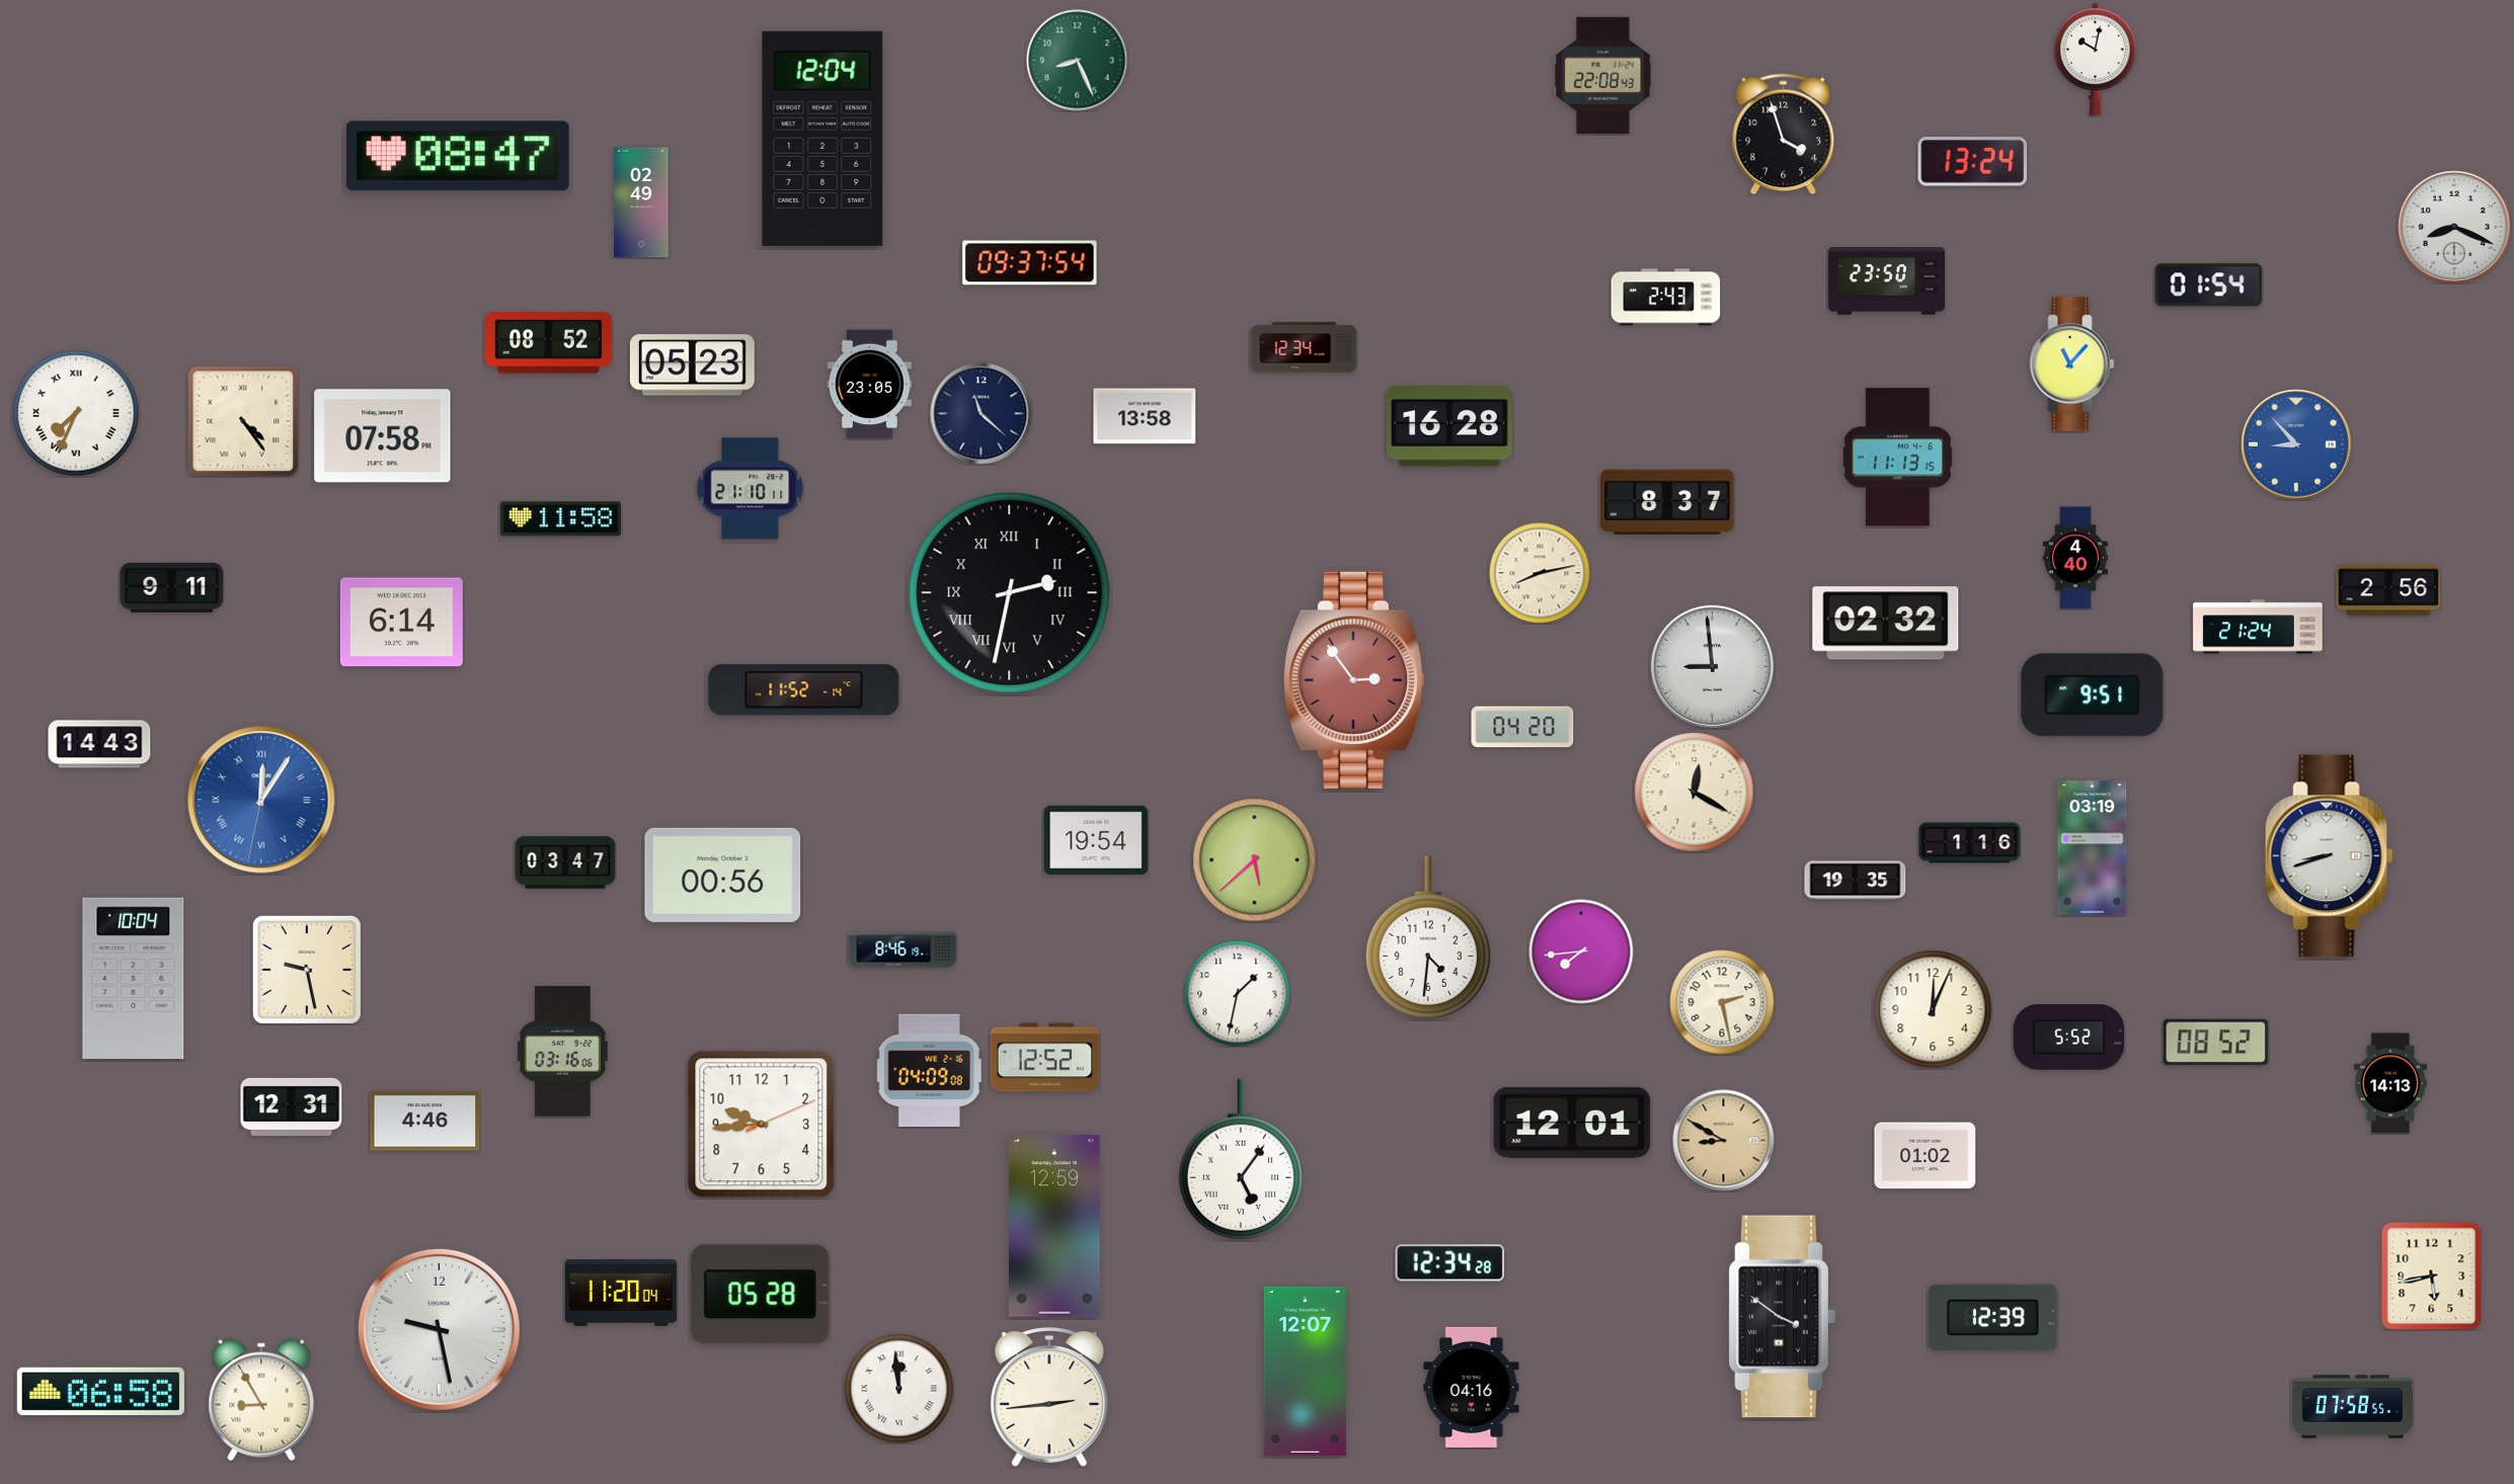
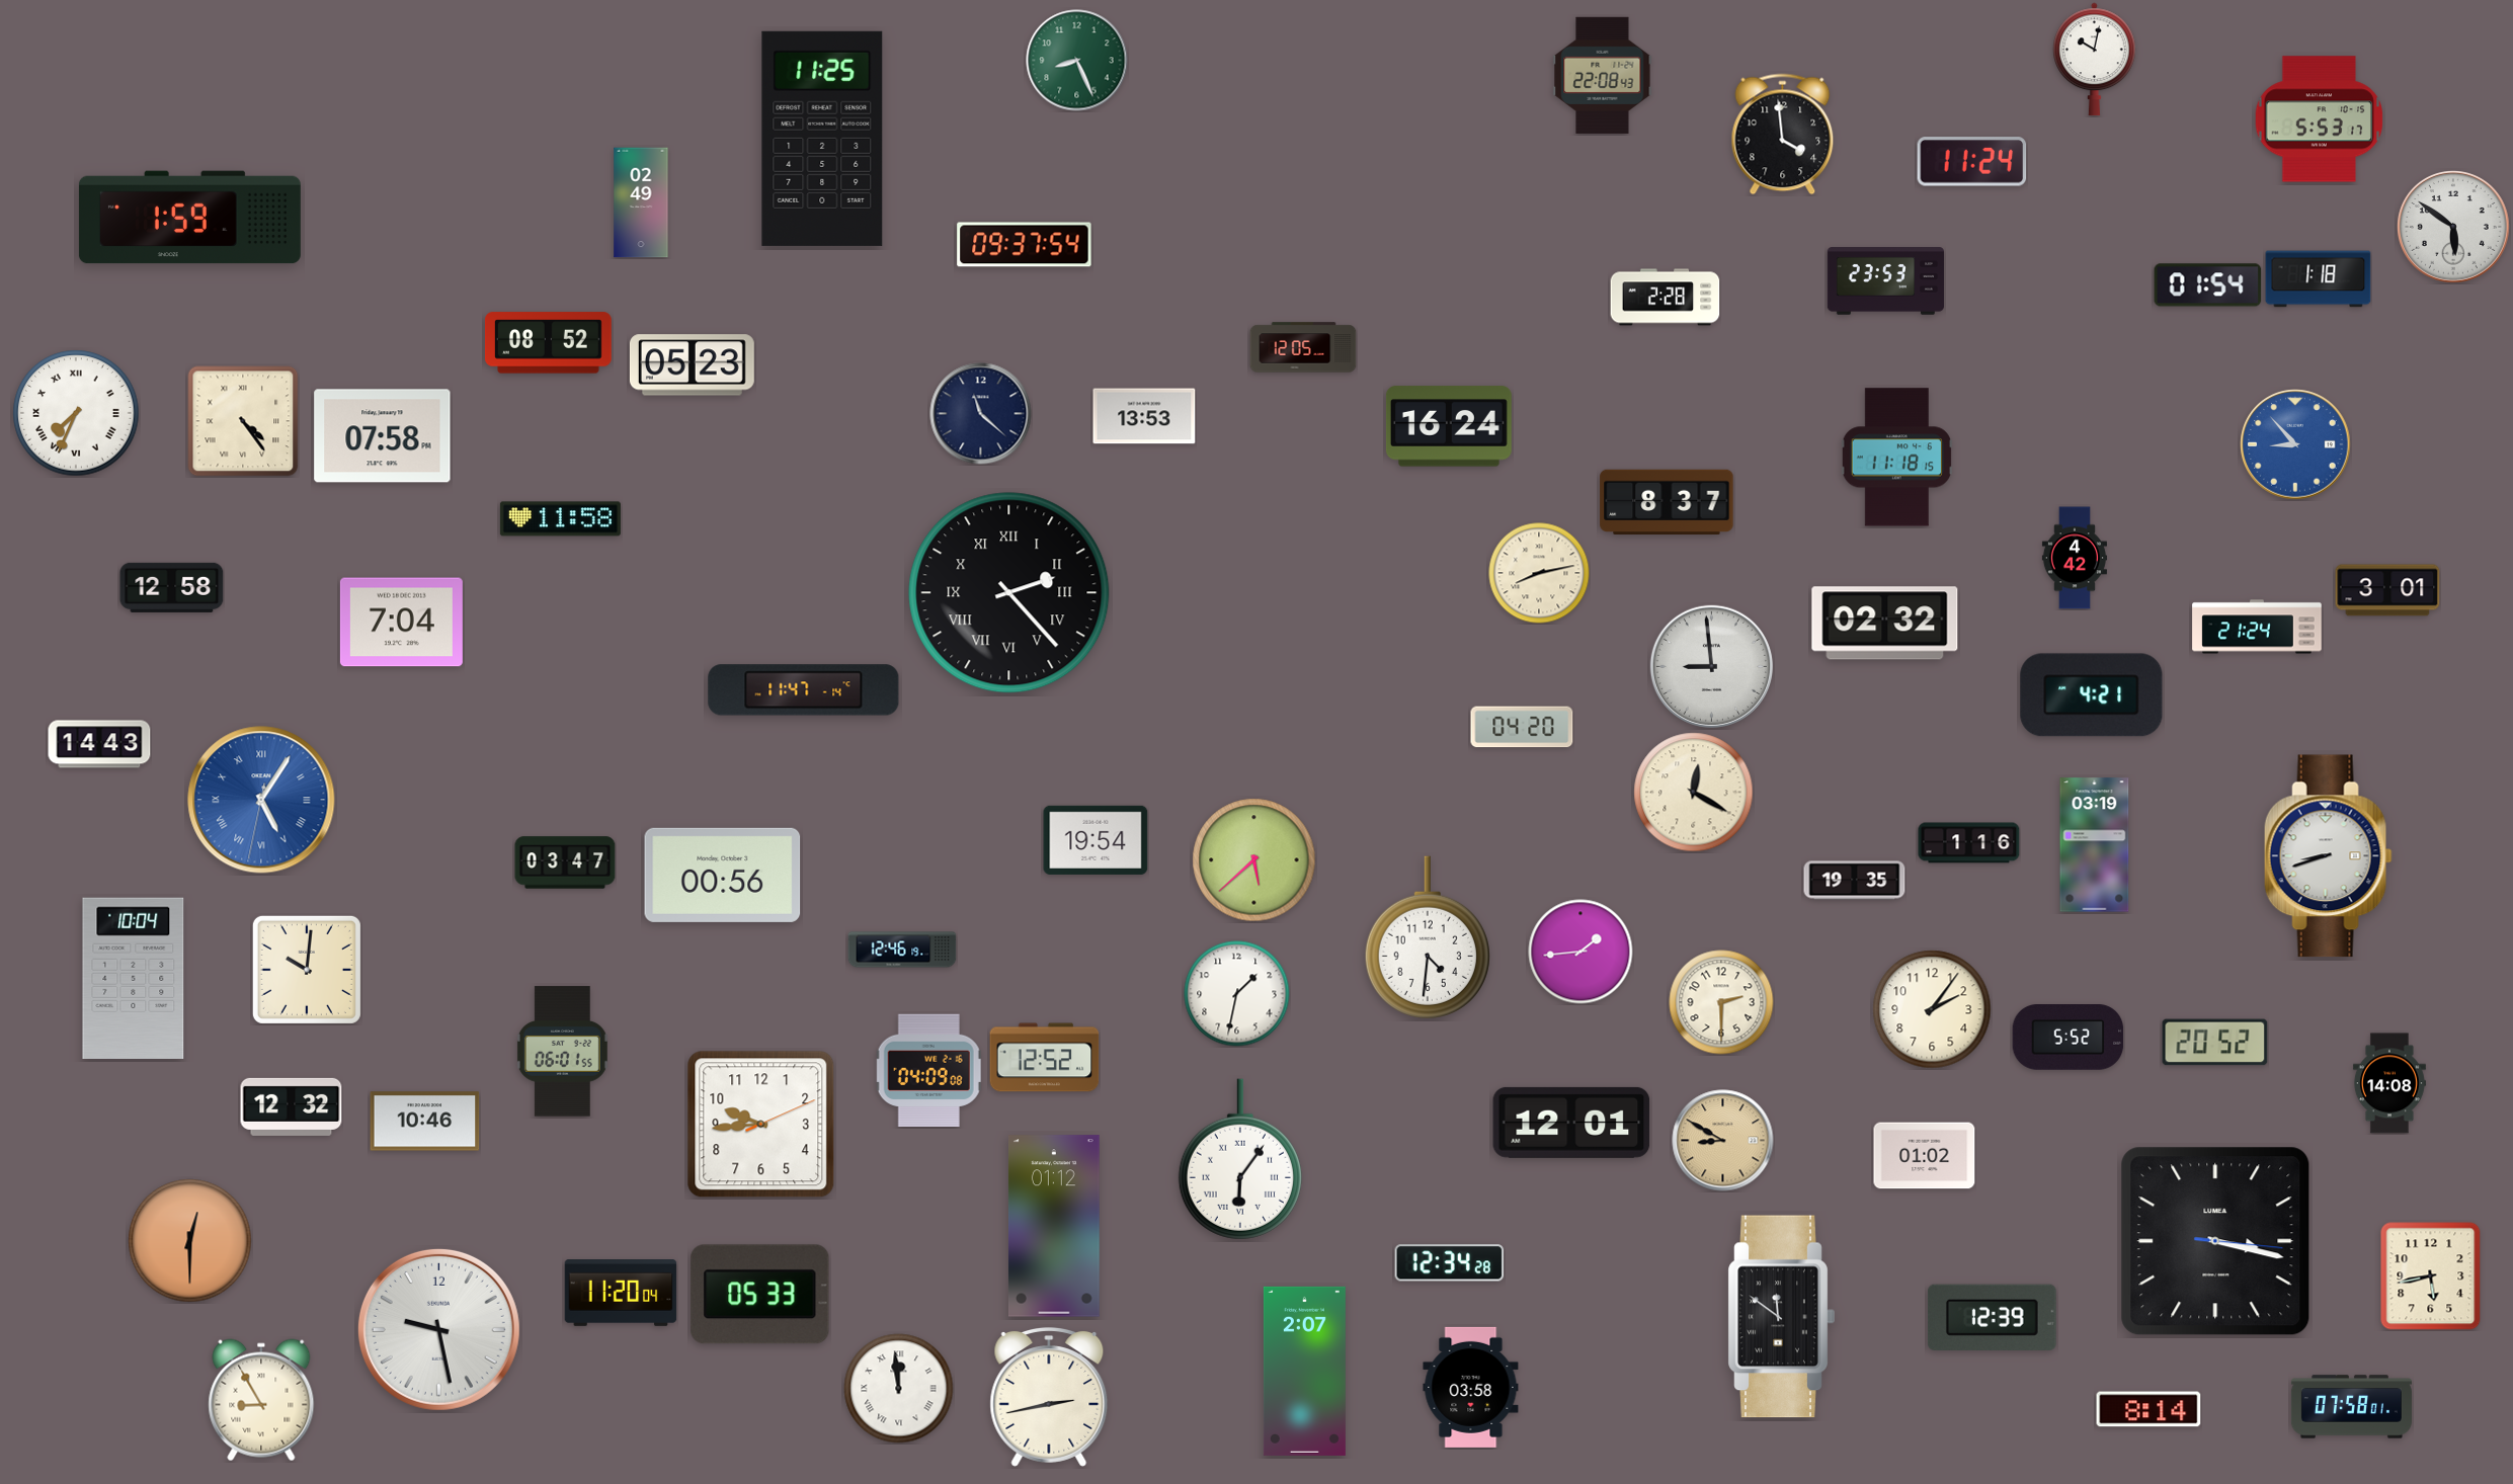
clock at (2320, 119): none -> 5:53
clock at (1784, 135): 3:57 -> 3:59
clock at (822, 139): 12:04 -> 11:25
clock at (458, 156): 08:47 -> none
clock at (1973, 162): 13:24 -> 11:24
clock at (189, 218): none -> 1:59
clock at (2455, 228): 8:19 -> 5:51
clock at (1030, 263) position: (1030, 263) -> (1025, 245)
clock at (2319, 279): none -> 1:18
clock at (1886, 281): 23:50 -> 23:53
clock at (1666, 298): 2:43 -> 2:28
clock at (1304, 347): 12:34 -> 12:05
clock at (2072, 364): 11:07 -> none
clock at (869, 385): 23:05 -> none
clock at (1145, 416): 13:58 -> 13:53
clock at (1449, 426): 16:28 -> 16:24
clock at (1897, 458): 11:13 -> 11:18
clock at (751, 489): 21:10 -> none
clock at (2075, 558): 4:40 -> 4:42
clock at (172, 587): 9:11 -> 12:58
clock at (2388, 590): 2:56 -> 3:01
clock at (1010, 593): 2:32 -> 2:23
clock at (401, 623): 6:14 -> 7:04
clock at (1354, 680): 2:54 -> none
clock at (804, 690): 11:52 -> 11:47
clock at (2093, 695): 9:51 -> 4:21
clock at (261, 800): 12:05 -> 5:05
clock at (2093, 848) position: (2093, 848) -> (2095, 845)
clock at (902, 950): 8:46 -> 12:46
clock at (1581, 952): 7:44 -> 1:44
clock at (307, 970): 9:28 -> 10:01
clock at (1722, 1002): 2:28 -> 2:30
clock at (1933, 1009): 12:04 -> 2:06
clock at (2216, 1043): 08:52 -> 20:52
clock at (562, 1052): 03:16 -> 06:01
clock at (2390, 1083): 14:13 -> 14:08
clock at (292, 1106): 12:31 -> 12:32
clock at (425, 1122): 4:46 -> 10:46
clock at (1241, 1159): 5:06 -> 6:06
clock at (1054, 1226): 12:59 -> 01:12
clock at (190, 1241): none -> 12:30
clock at (2215, 1241): none -> 3:17
clock at (761, 1295): 05:28 -> 05:33
clock at (1782, 1317): 3:51 -> 11:51
clock at (1305, 1371): 12:07 -> 2:07
clock at (1472, 1387): 04:16 -> 03:58
clock at (100, 1391): 06:58 -> none
clock at (1049, 1398): 2:44 -> 2:43
clock at (2352, 1407): 07:58:55 -> 07:58:01
clock at (2149, 1409): none -> 8:14
